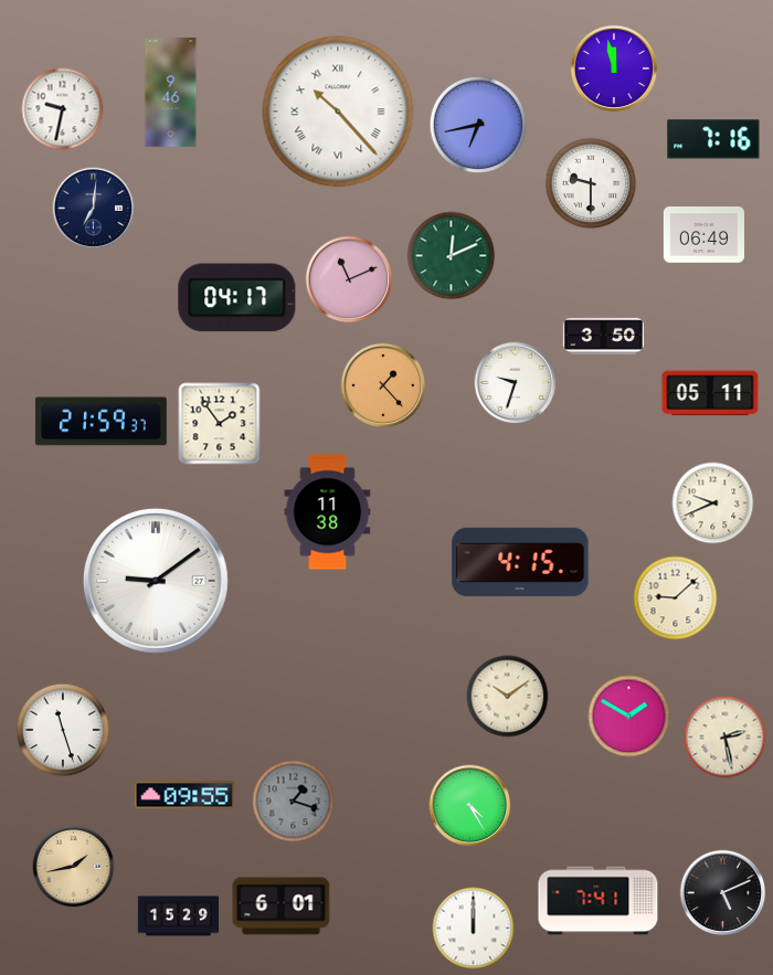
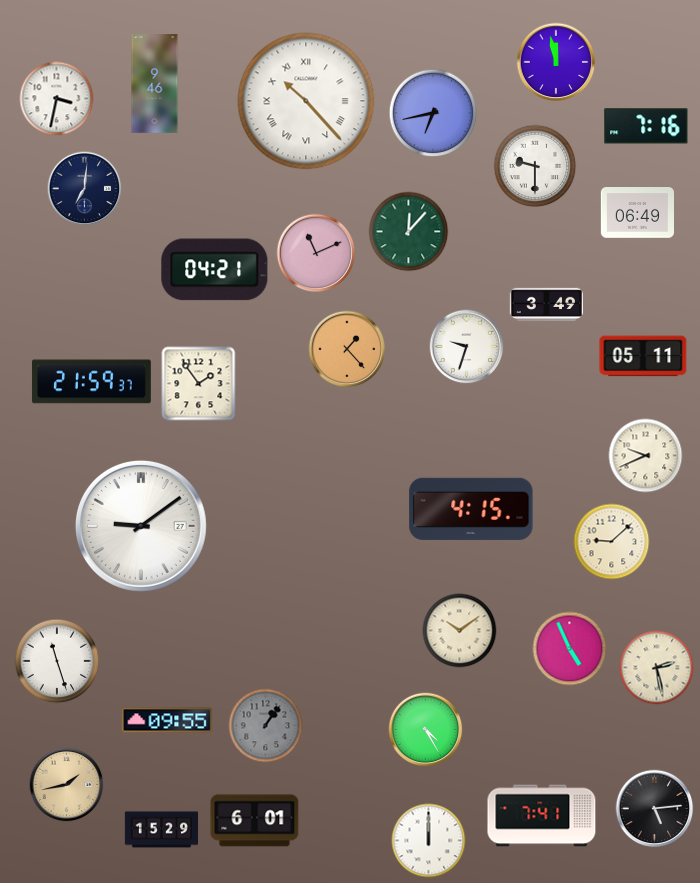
clock at (63, 109): 9:32 -> 3:32
clock at (452, 256): 12:11 -> 12:07
clock at (237, 298): 04:17 -> 04:21
clock at (603, 337): 3:50 -> 3:49
clock at (328, 512): 11:38 -> none
clock at (629, 717): 1:50 -> 4:56
clock at (294, 802): 1:18 -> 1:06
clock at (723, 893): 5:11 -> 5:14
